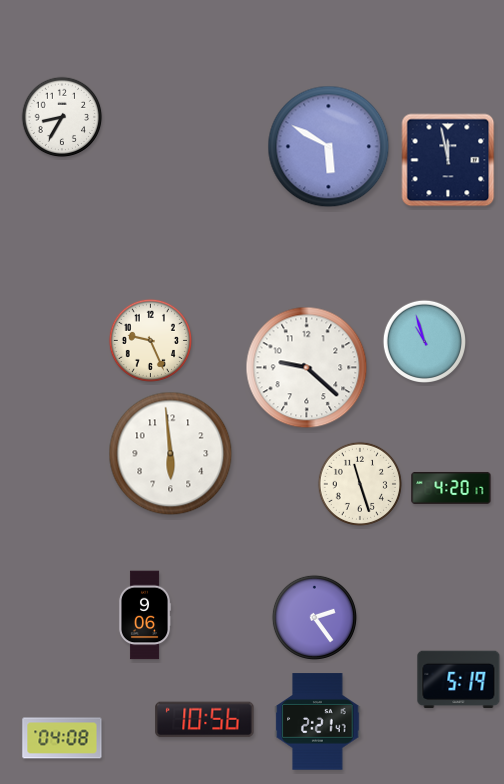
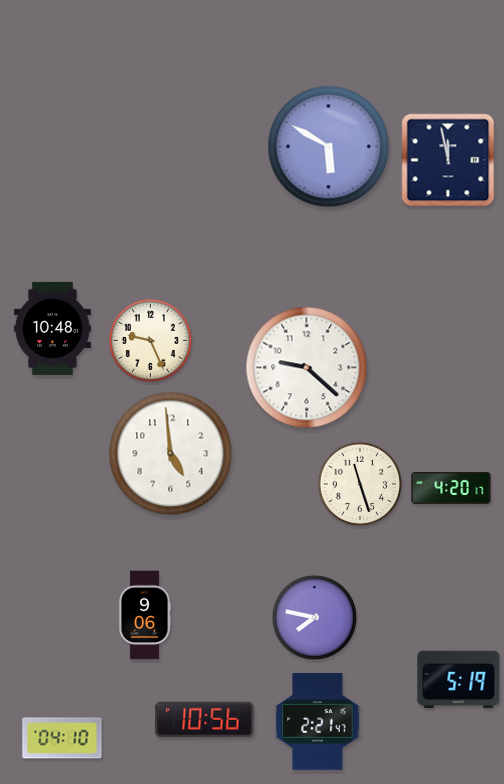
clock at (62, 117): 8:35 -> none
clock at (52, 328): none -> 10:48
clock at (424, 341): 10:57 -> none
clock at (171, 454): 5:59 -> 4:59
clock at (314, 617): 2:24 -> 7:47
clock at (62, 738): 04:08 -> 04:10
